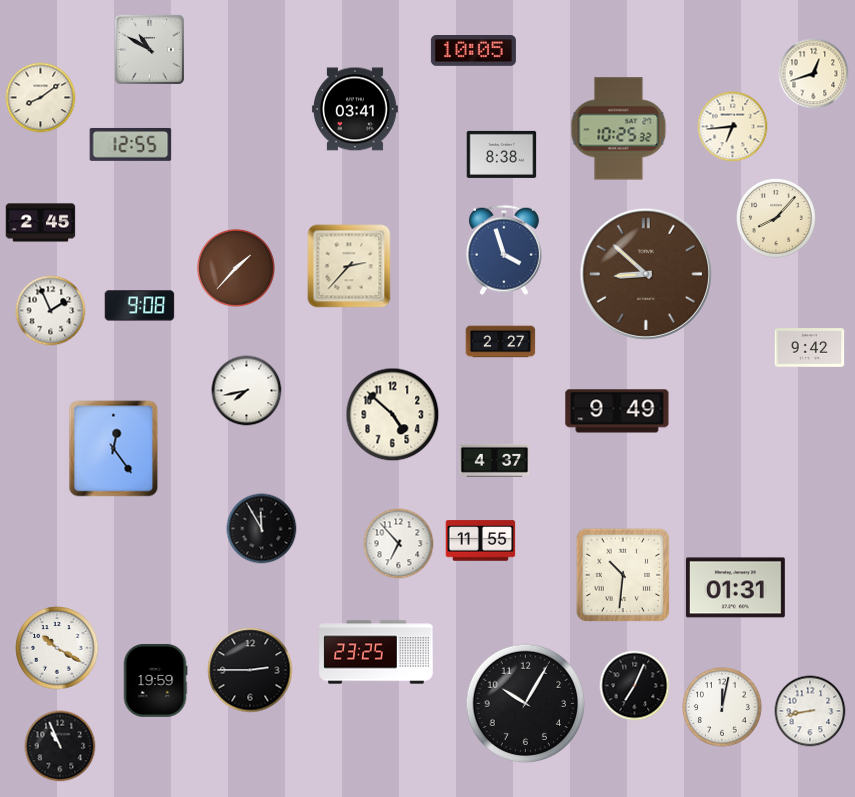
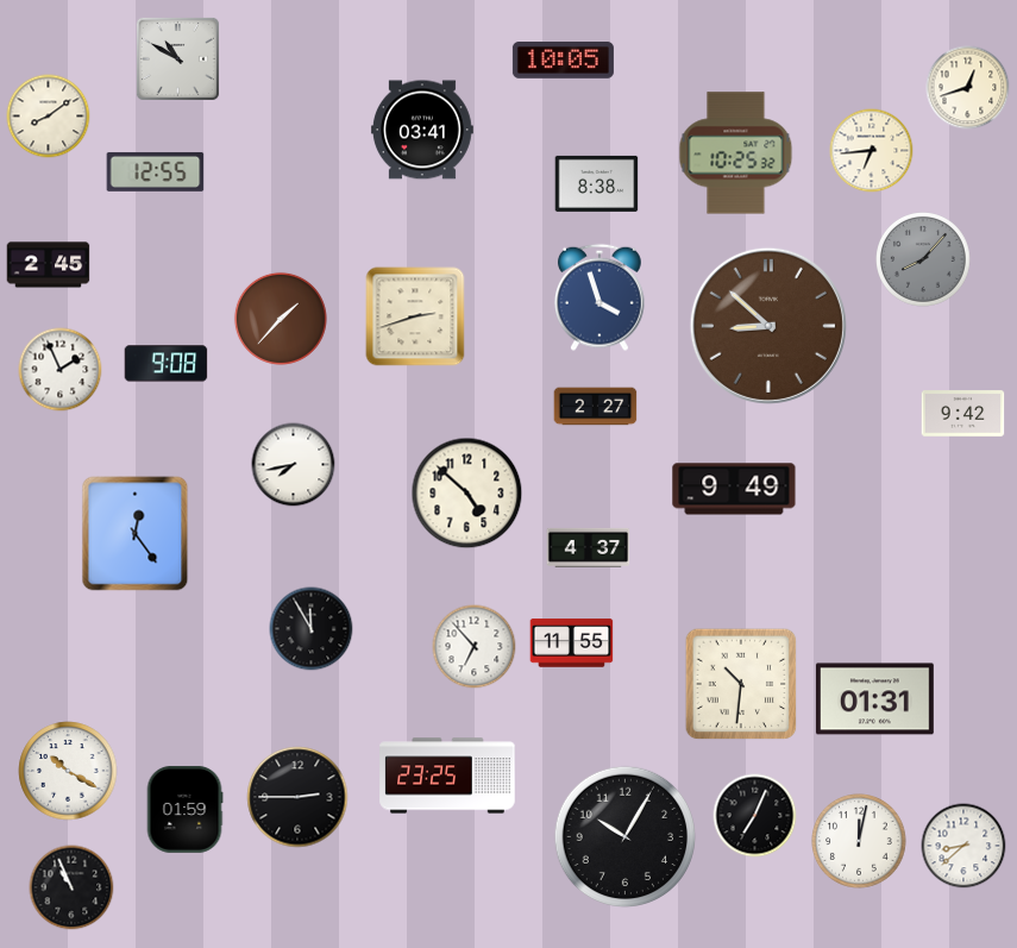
clock at (777, 219) dial: cream -> grey
clock at (349, 266): 2:37 -> 2:42
clock at (155, 680): 19:59 -> 01:59
clock at (810, 711): 8:43 -> 8:38
